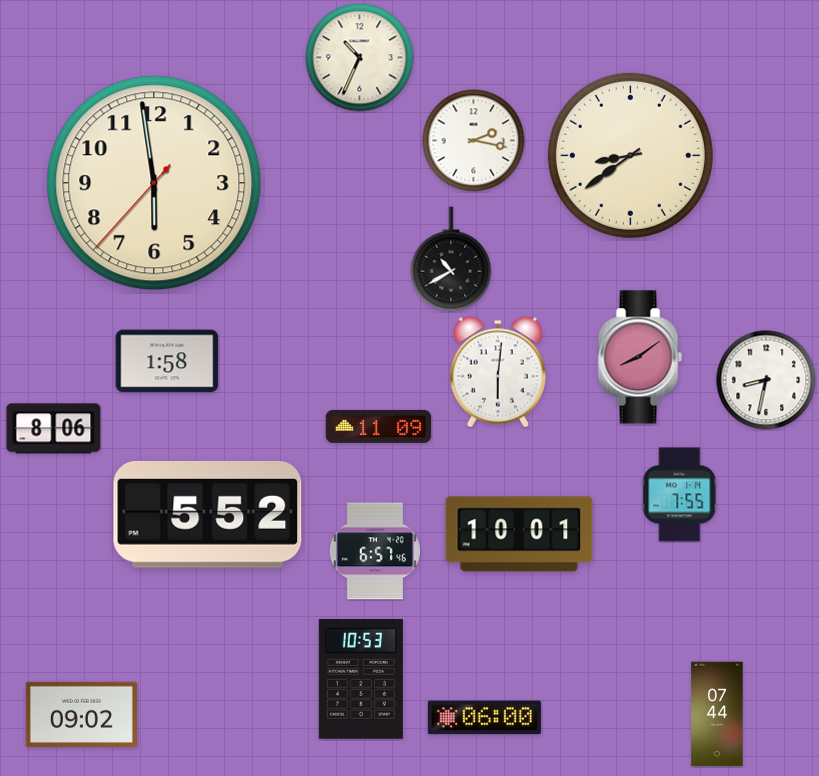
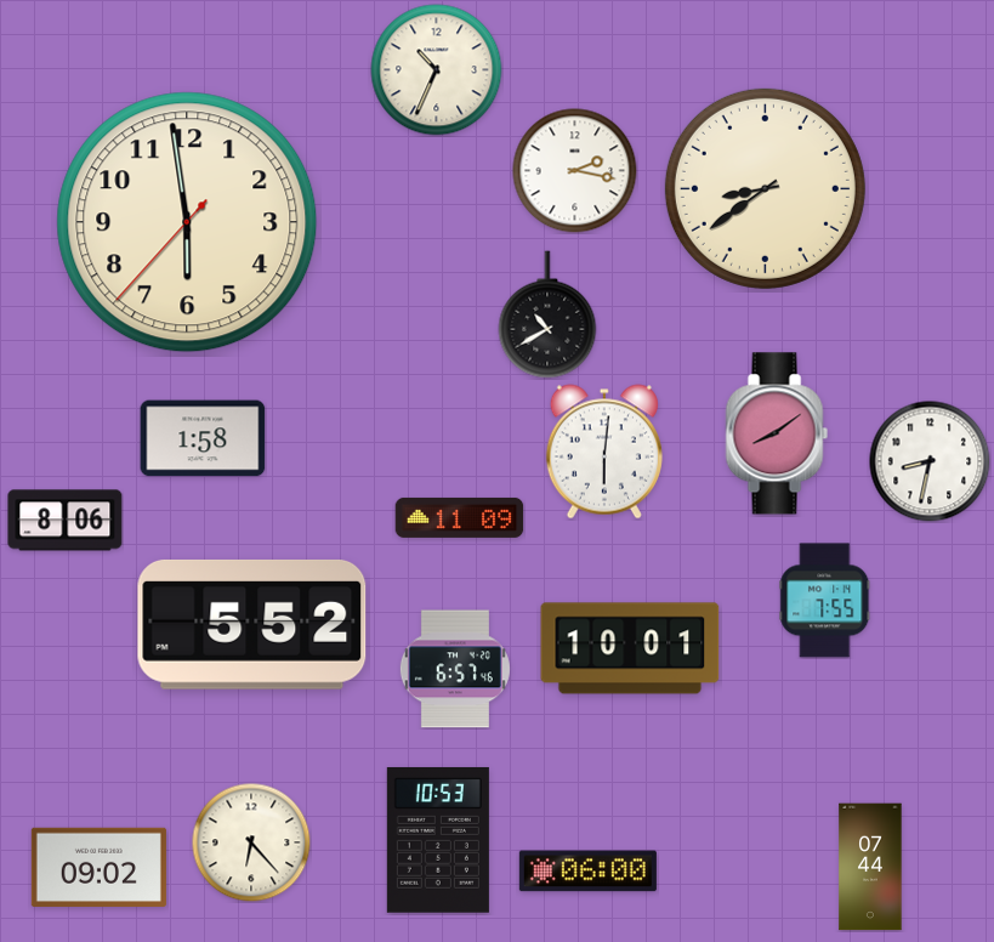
clock at (361, 679) position: (361, 679) -> (438, 840)
clock at (251, 842): none -> 6:23
